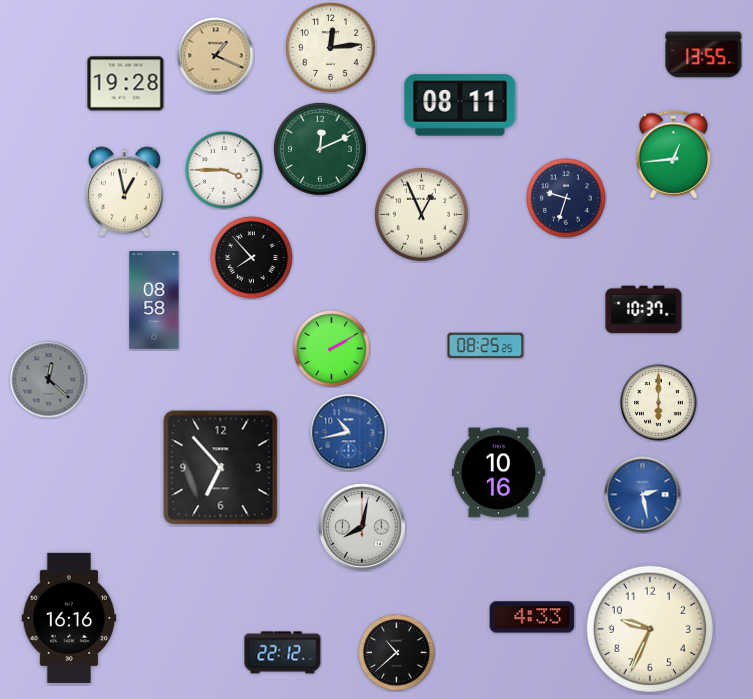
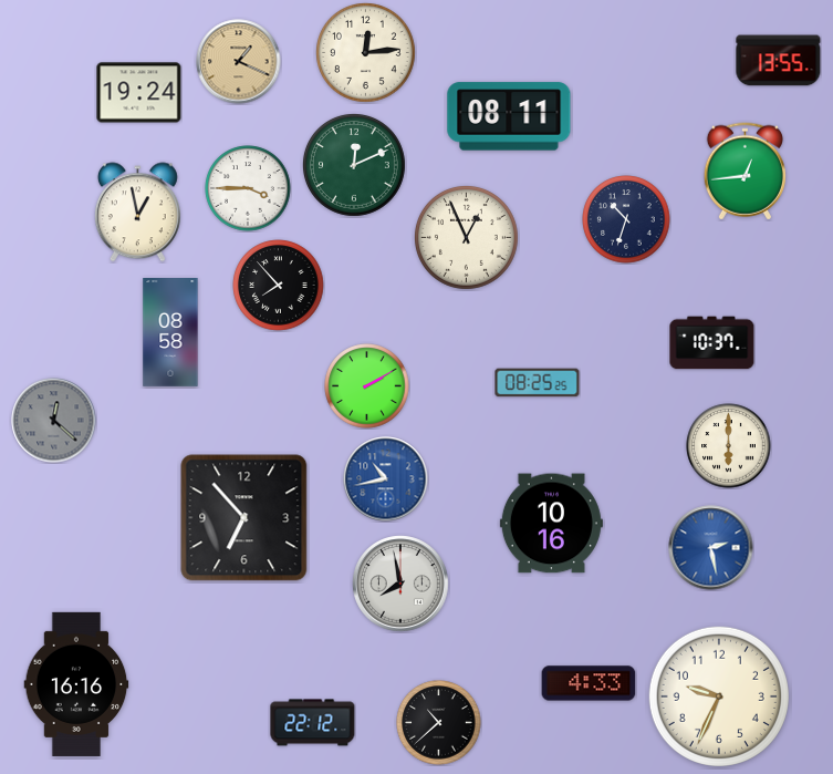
clock at (126, 84): 19:28 -> 19:24
clock at (566, 198): 9:33 -> 10:33
clock at (362, 527): 8:02 -> 7:58
